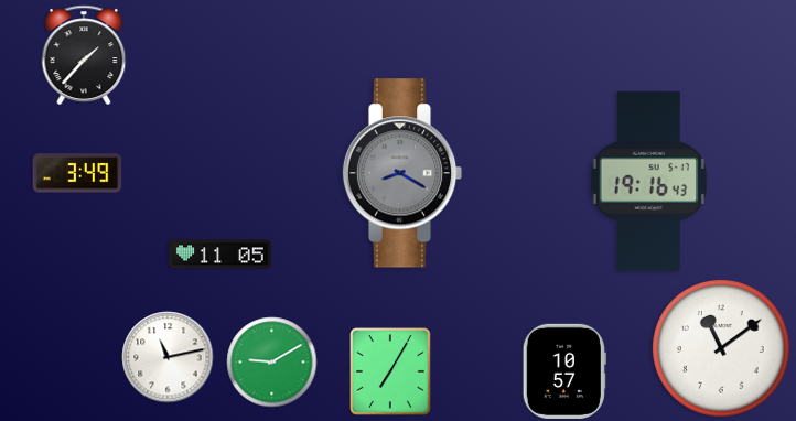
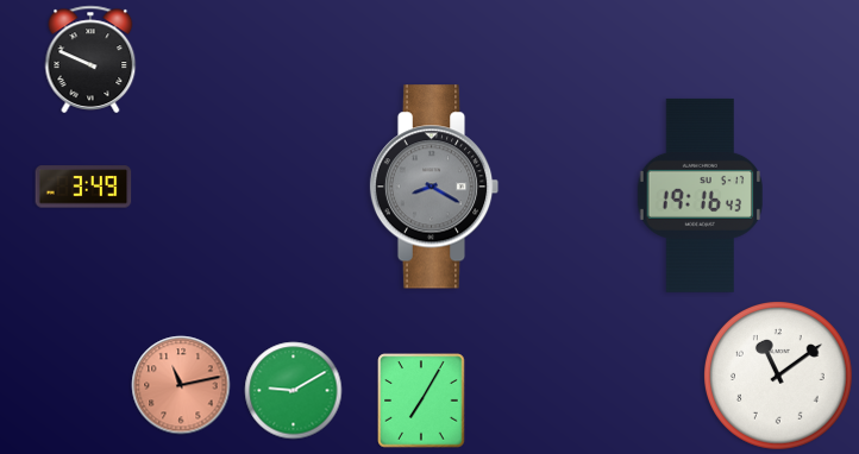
clock at (84, 55): 1:37 -> 9:49
clock at (220, 255): 11:05 -> none
clock at (168, 357) dial: white -> salmon
clock at (564, 371): 10:57 -> none
